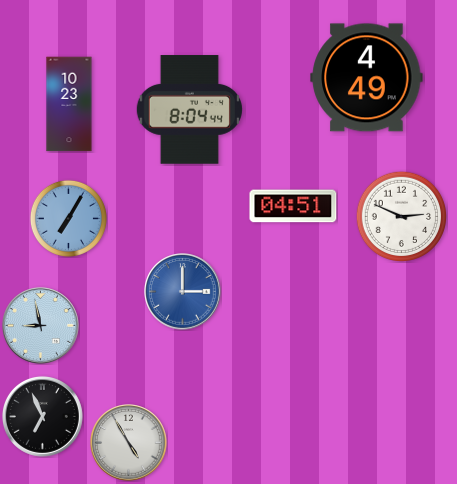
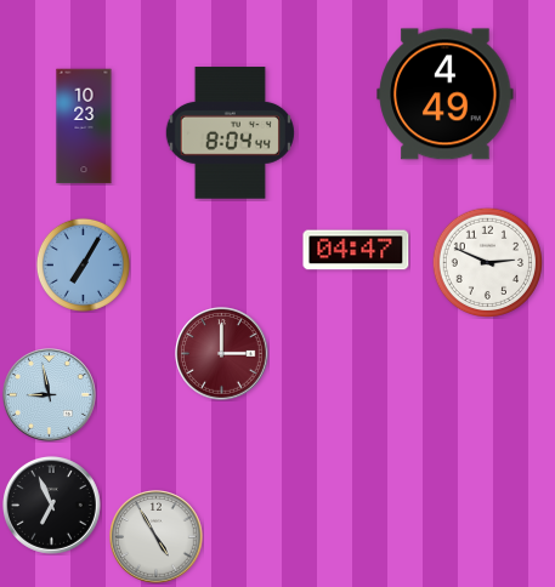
clock at (293, 206): 04:51 -> 04:47
clock at (183, 292) dial: blue -> burgundy
